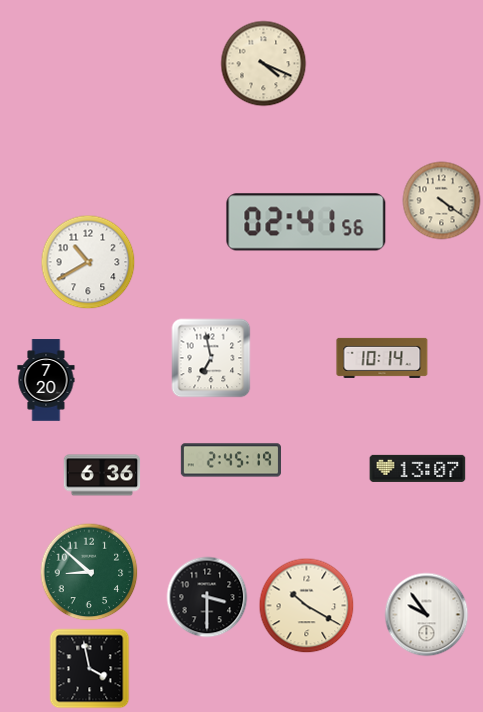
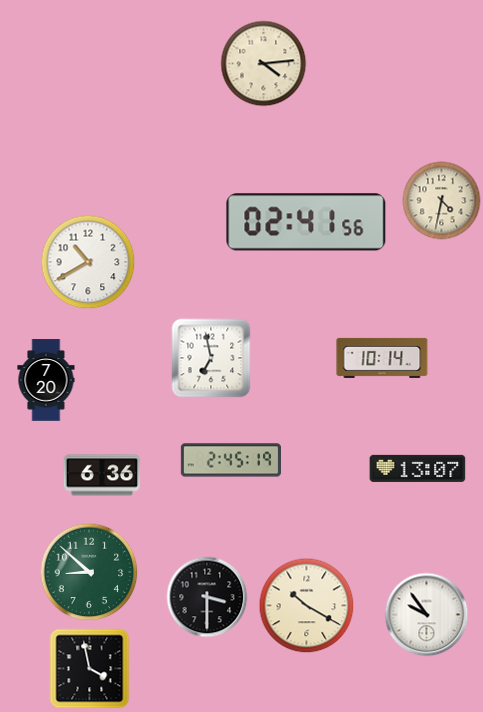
clock at (264, 64): 4:19 -> 4:14
clock at (442, 201): 4:21 -> 4:32
